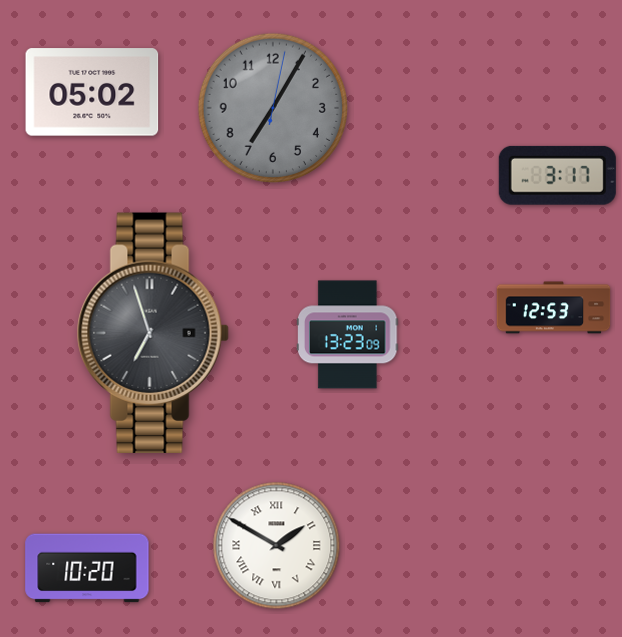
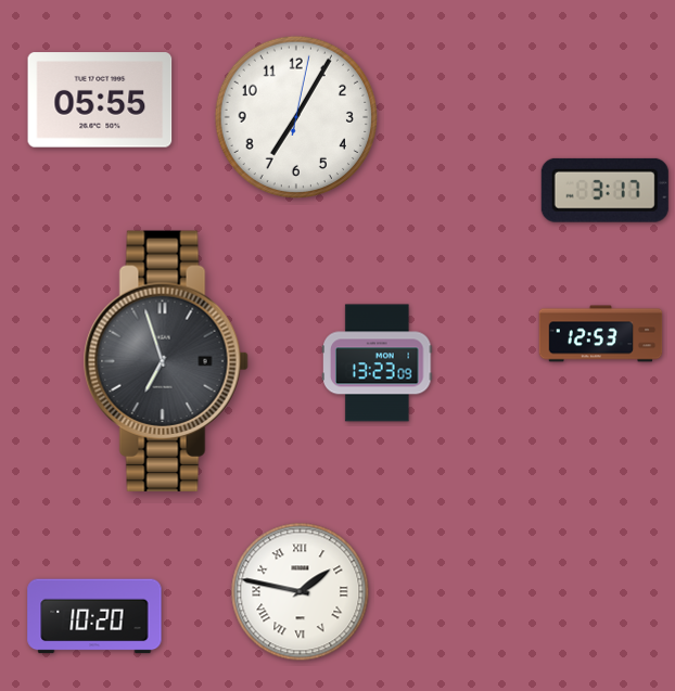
clock at (92, 92): 05:02 -> 05:55
clock at (272, 107) dial: grey -> white
clock at (277, 546): 1:50 -> 1:47
